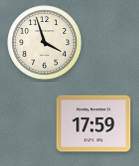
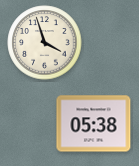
clock at (94, 124): 17:59 -> 05:38
